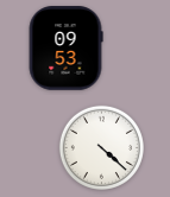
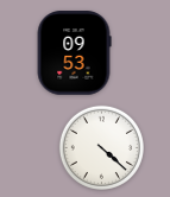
clock at (65, 49) position: (65, 49) -> (74, 53)
